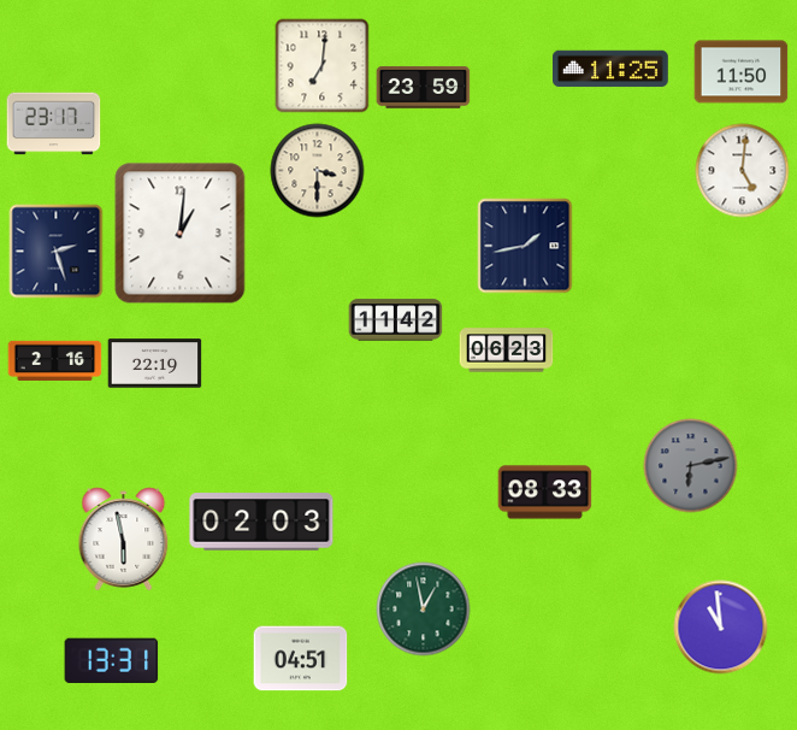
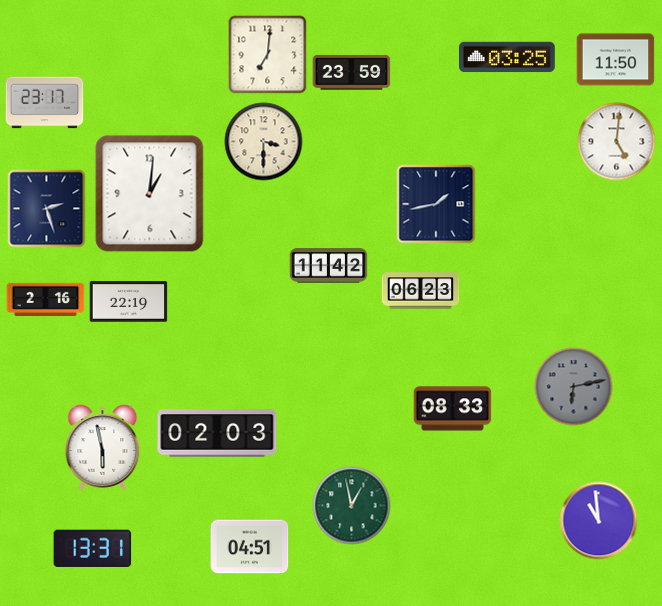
clock at (612, 69): 11:25 -> 03:25
